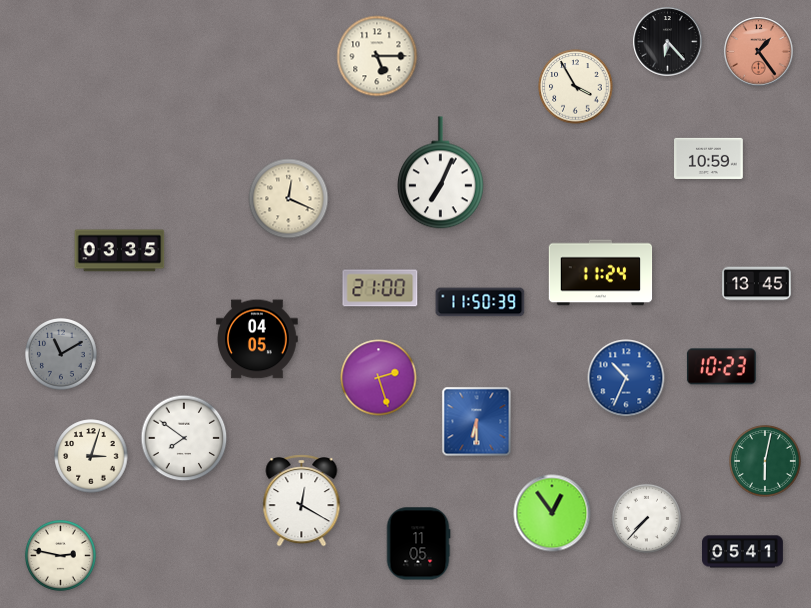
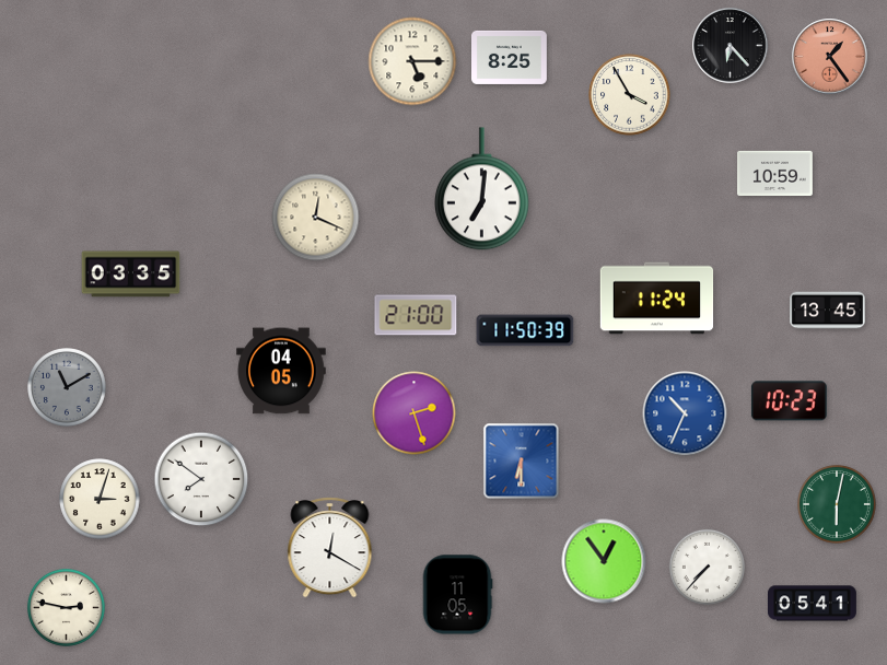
clock at (510, 57): none -> 8:25
clock at (440, 173): 7:04 -> 7:01
